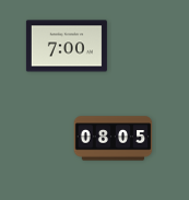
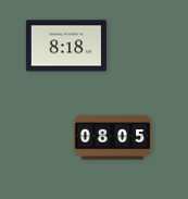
clock at (67, 46): 7:00 -> 8:18
